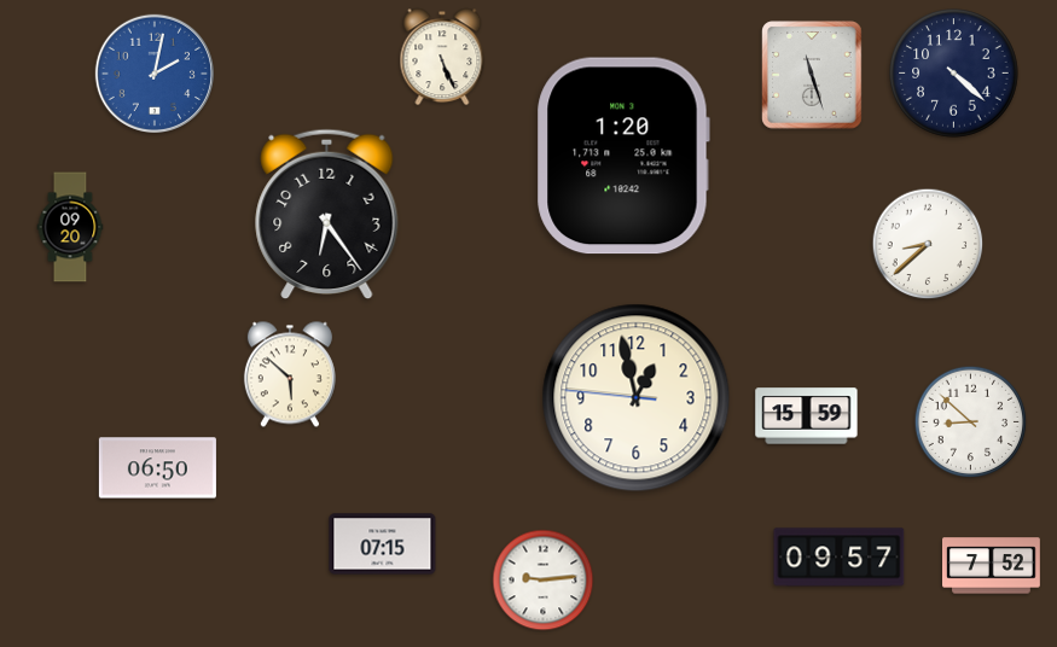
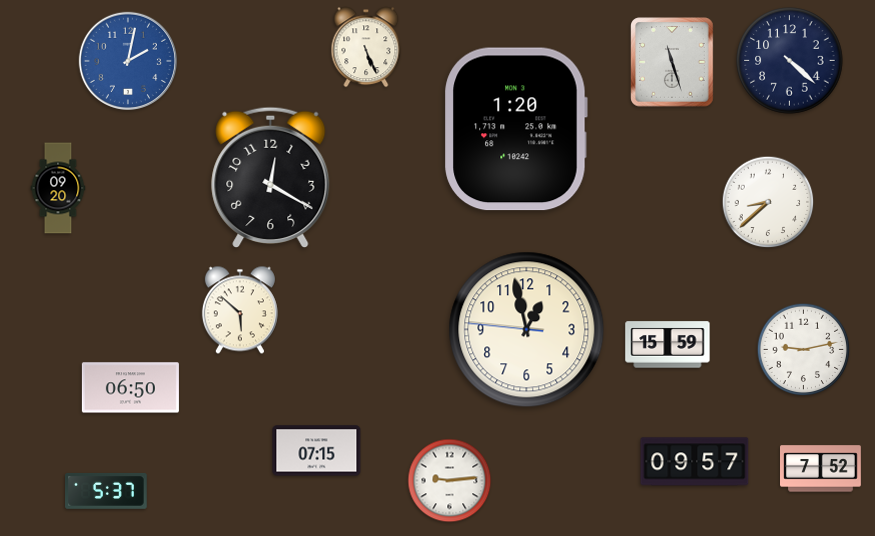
clock at (327, 215): 6:24 -> 12:20
clock at (971, 422): 8:52 -> 9:13
clock at (106, 491): none -> 5:37
